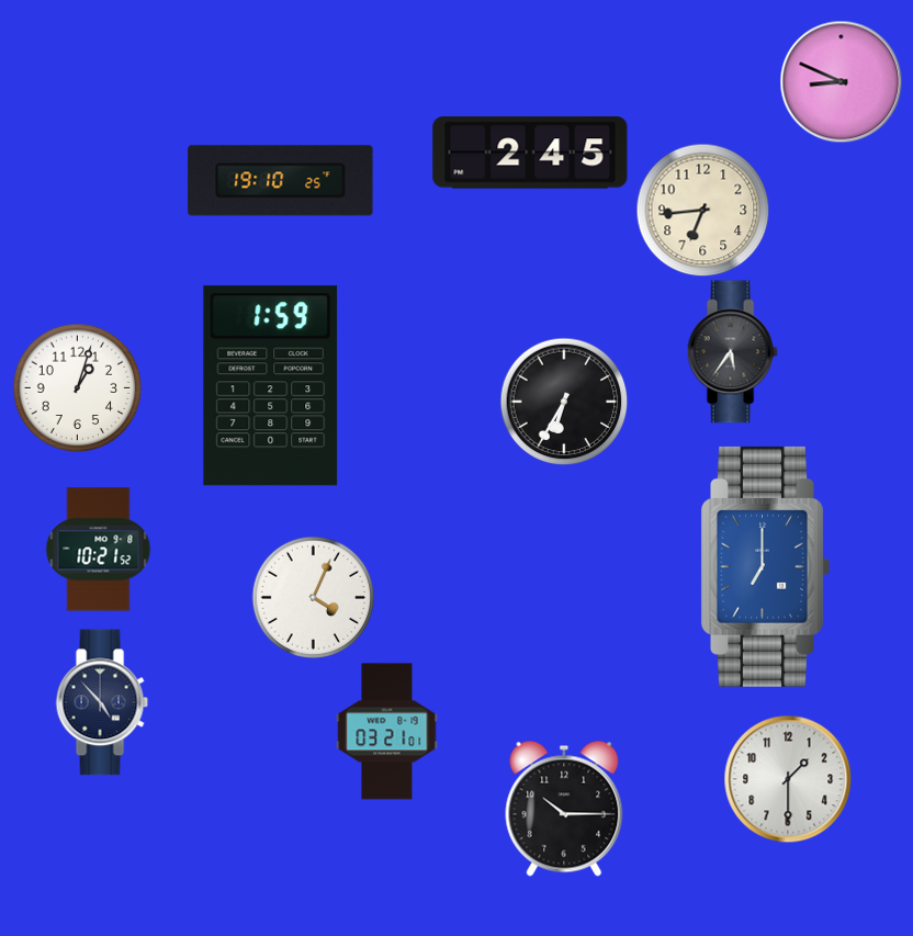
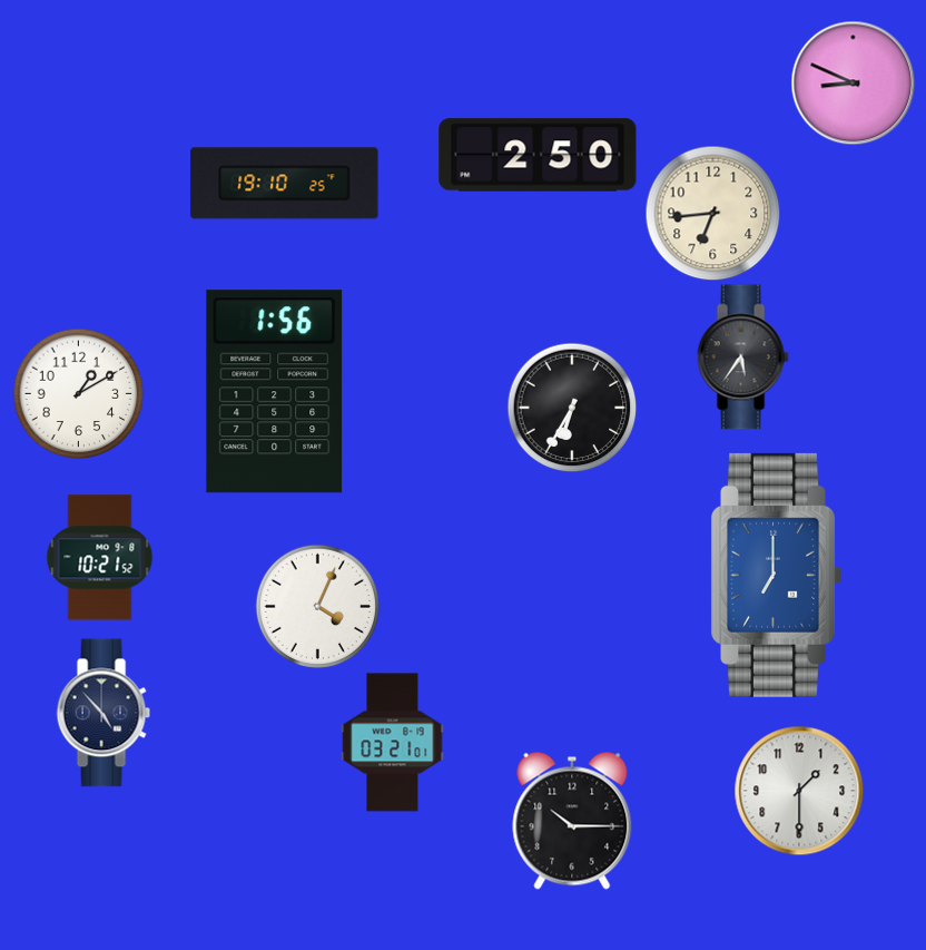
clock at (530, 153): 2:45 -> 2:50
clock at (271, 386): 1:59 -> 1:56
clock at (77, 387): 1:03 -> 1:10
